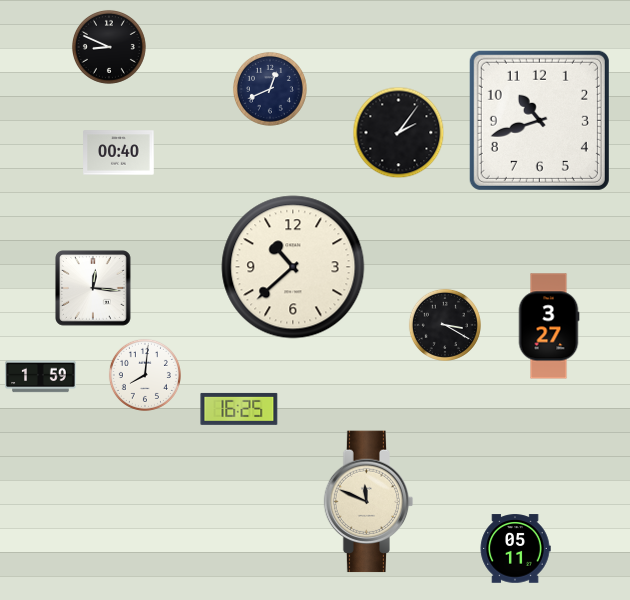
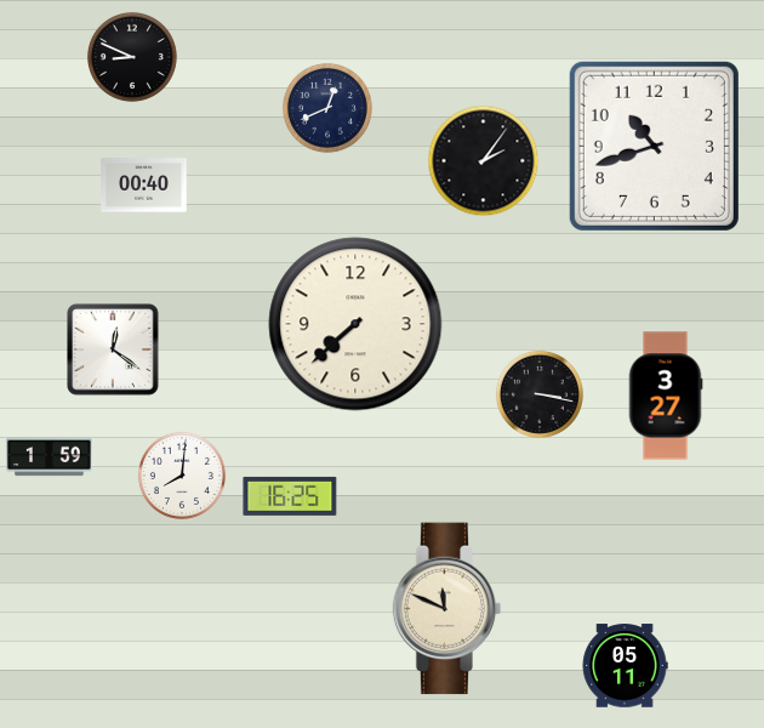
clock at (293, 267): 10:38 -> 7:38
clock at (94, 289): 12:16 -> 12:21
clock at (445, 325): 3:20 -> 3:17
clock at (145, 375) position: (145, 375) -> (182, 476)
